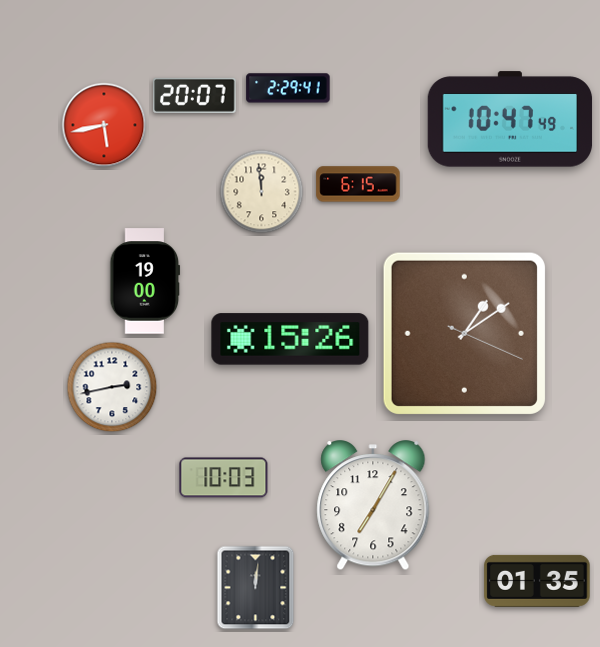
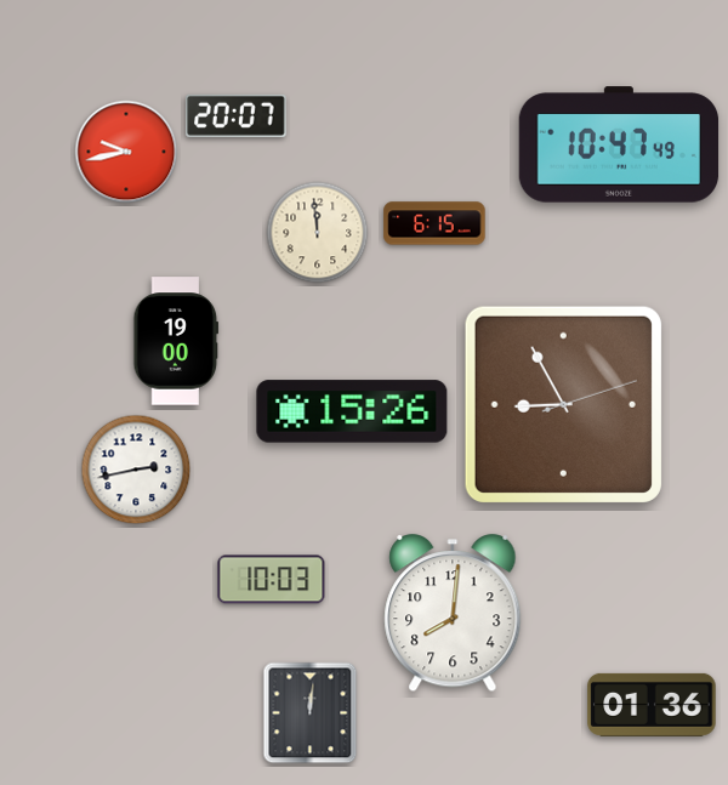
clock at (288, 88): 2:29 -> none
clock at (104, 125): 5:43 -> 9:43
clock at (464, 333): 1:09 -> 8:55
clock at (373, 506): 7:05 -> 8:01
clock at (537, 581): 01:35 -> 01:36
